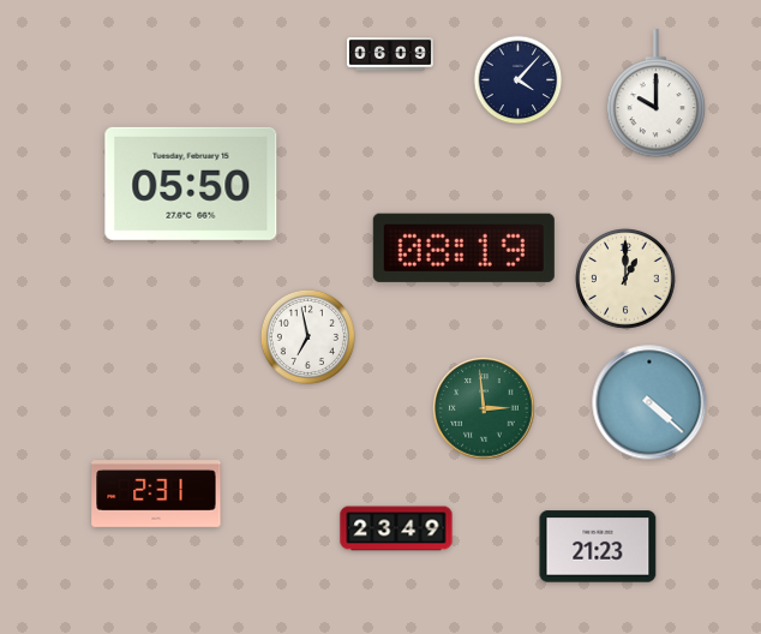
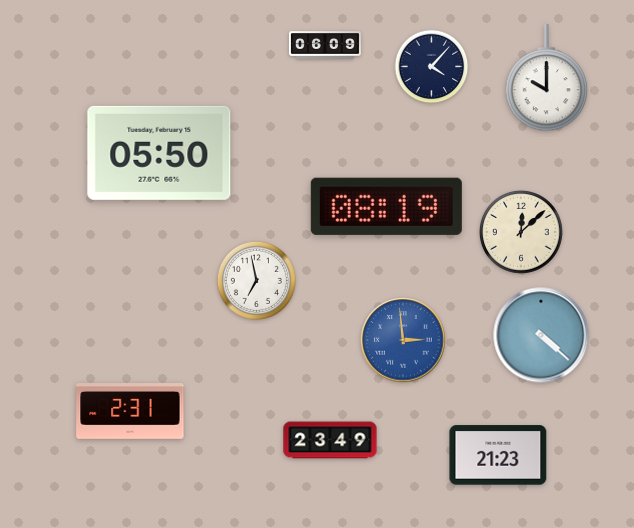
clock at (625, 279): 1:00 -> 12:08
clock at (484, 408) dial: green -> blue
